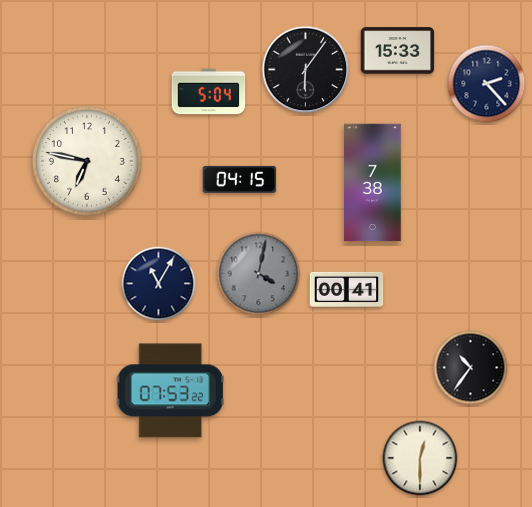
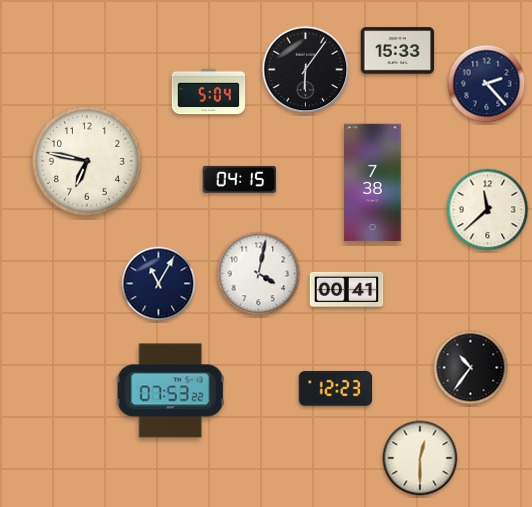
clock at (488, 210): none -> 11:38
clock at (259, 274) dial: grey -> white
clock at (336, 388): none -> 12:23
